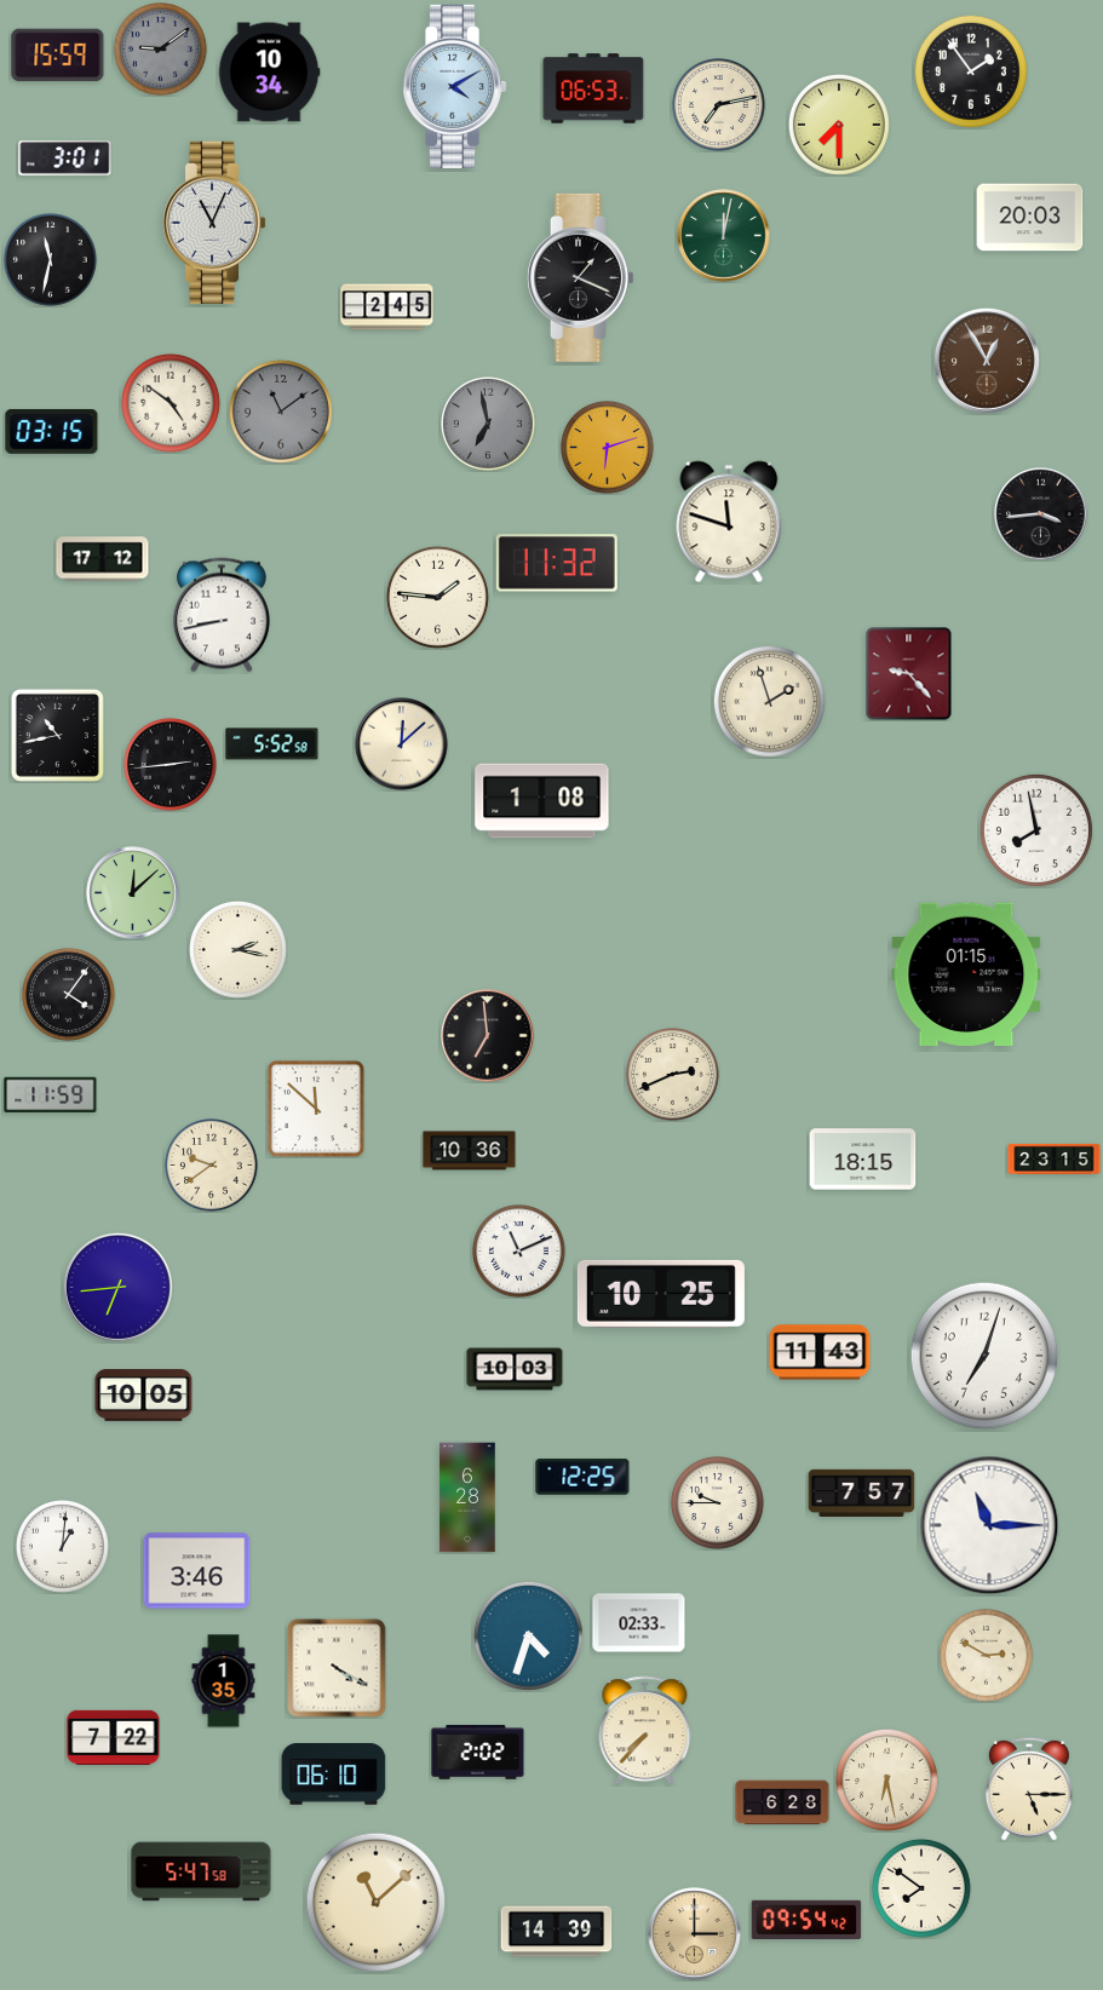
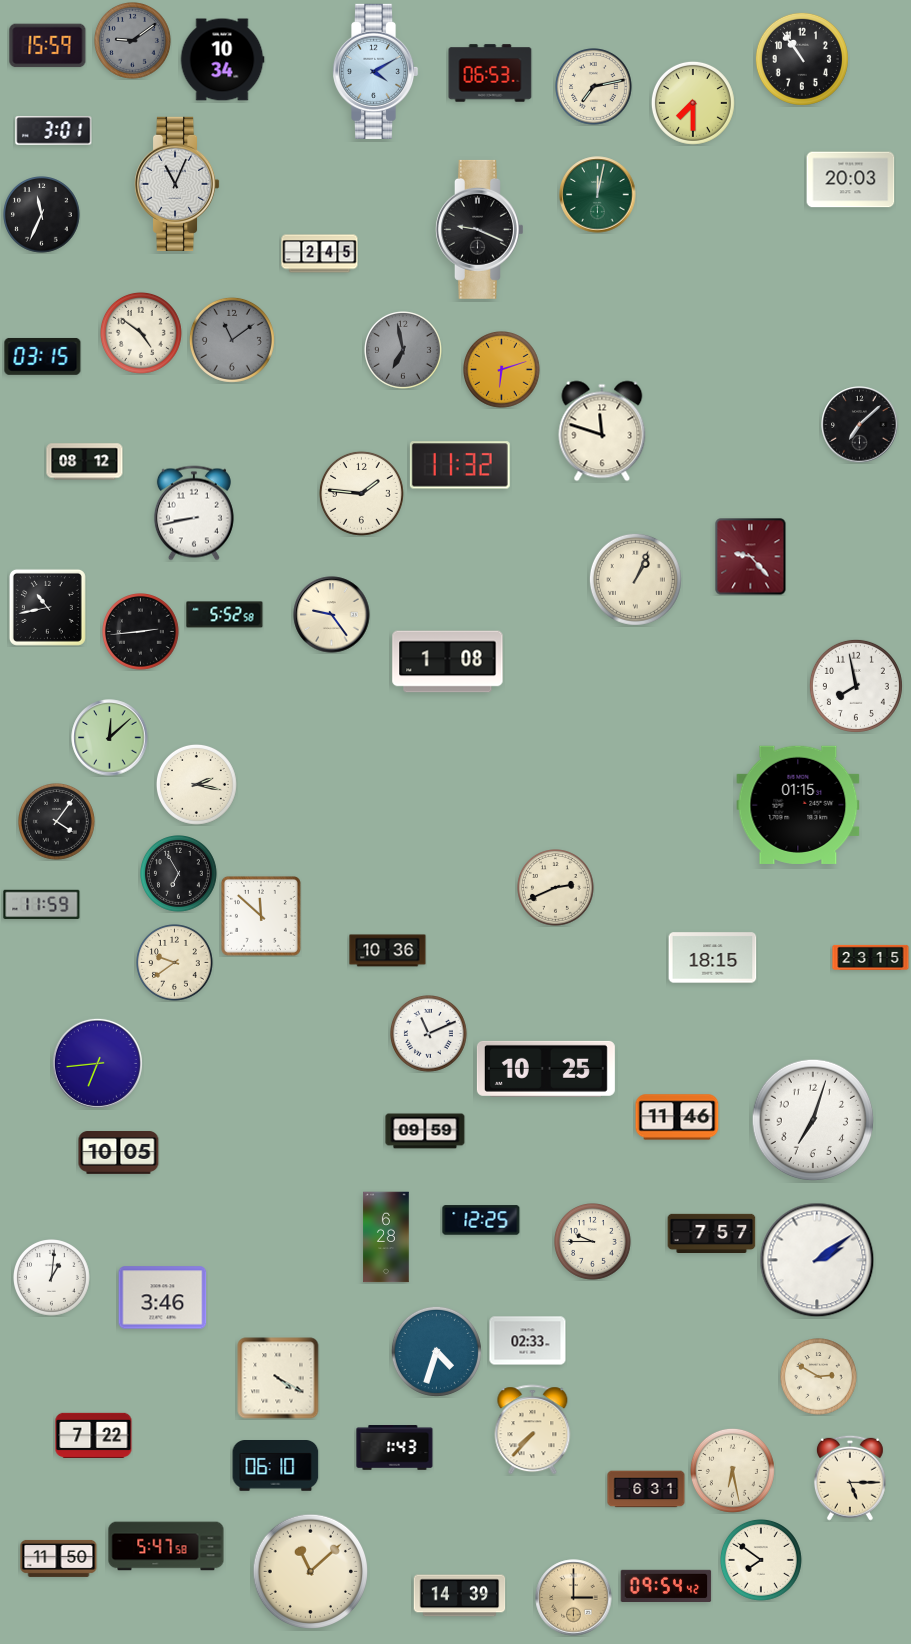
clock at (971, 71): 1:54 -> 10:54
clock at (51, 260): 11:32 -> 11:34
clock at (581, 277): 1:19 -> 9:19
clock at (987, 361): 12:55 -> none
clock at (1041, 514): 3:44 -> 7:08
clock at (103, 559): 17:12 -> 08:12
clock at (222, 615) position: (222, 615) -> (194, 513)
clock at (769, 701): 1:57 -> 1:04
clock at (402, 744): 12:08 -> 9:24
clock at (488, 1036): 6:59 -> none
clock at (179, 874): none -> 6:55
clock at (820, 1352): 11:43 -> 11:46
clock at (515, 1369): 10:03 -> 09:59
clock at (989, 1525): 11:15 -> 2:09
clock at (987, 1656) position: (987, 1656) -> (819, 1377)
clock at (224, 1681): 1:35 -> none
clock at (478, 1753): 2:02 -> 1:43
clock at (782, 1802): 6:28 -> 6:31
clock at (59, 1558): none -> 11:50
